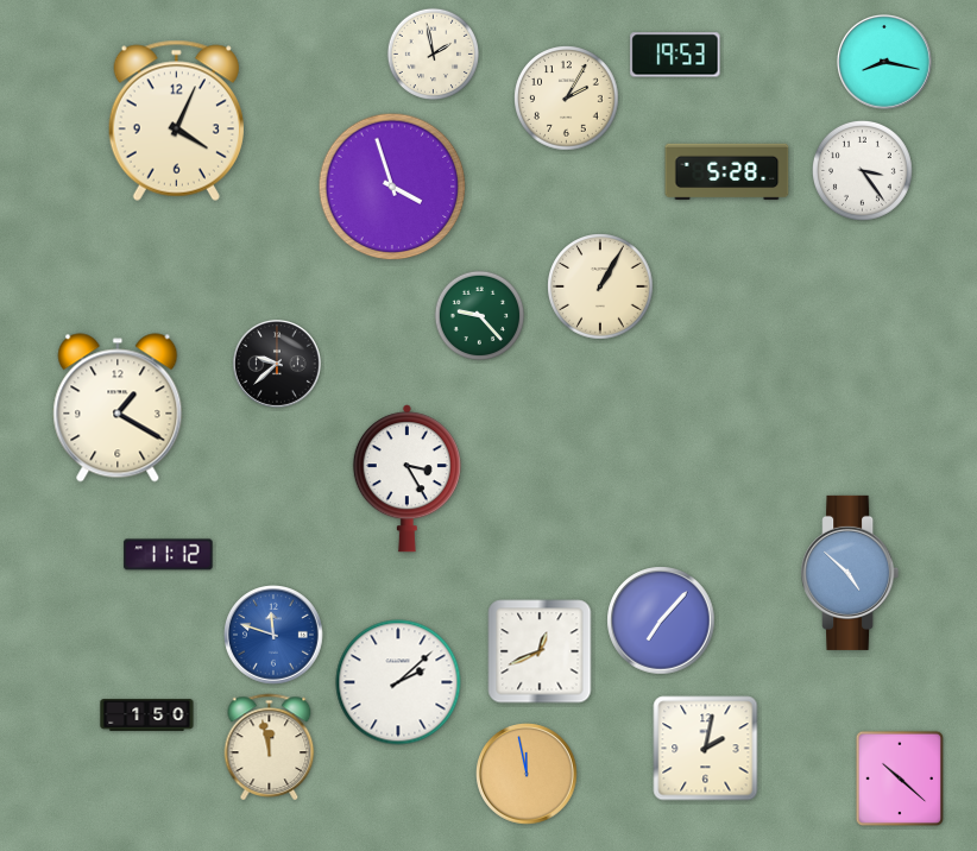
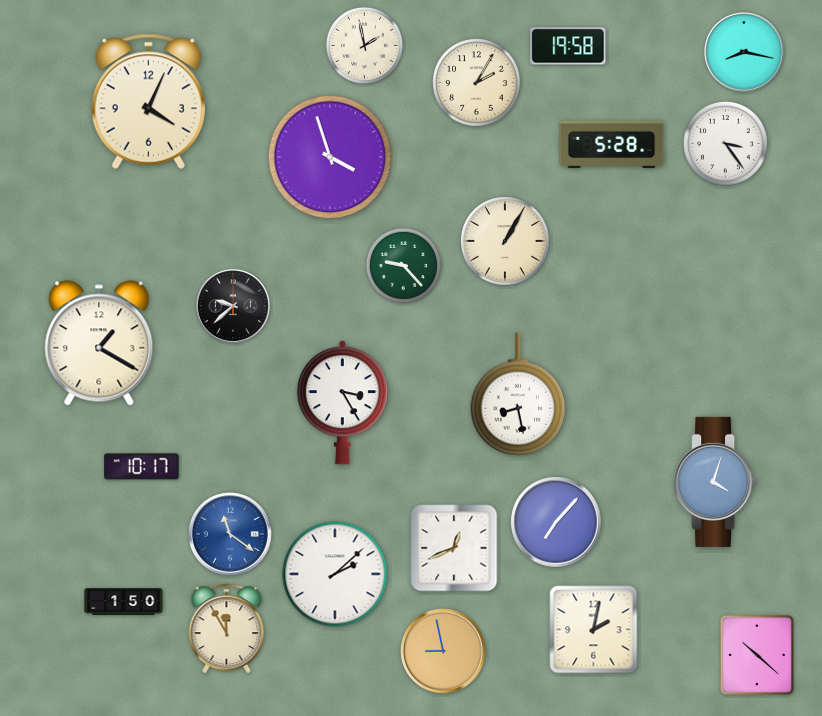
clock at (675, 55): 19:53 -> 19:58
clock at (518, 394): none -> 8:28
clock at (169, 555): 11:12 -> 10:17
clock at (850, 573): 4:52 -> 4:03
clock at (273, 635): 11:48 -> 11:21
clock at (270, 746): 11:58 -> 11:55
clock at (527, 774): 11:58 -> 8:58
